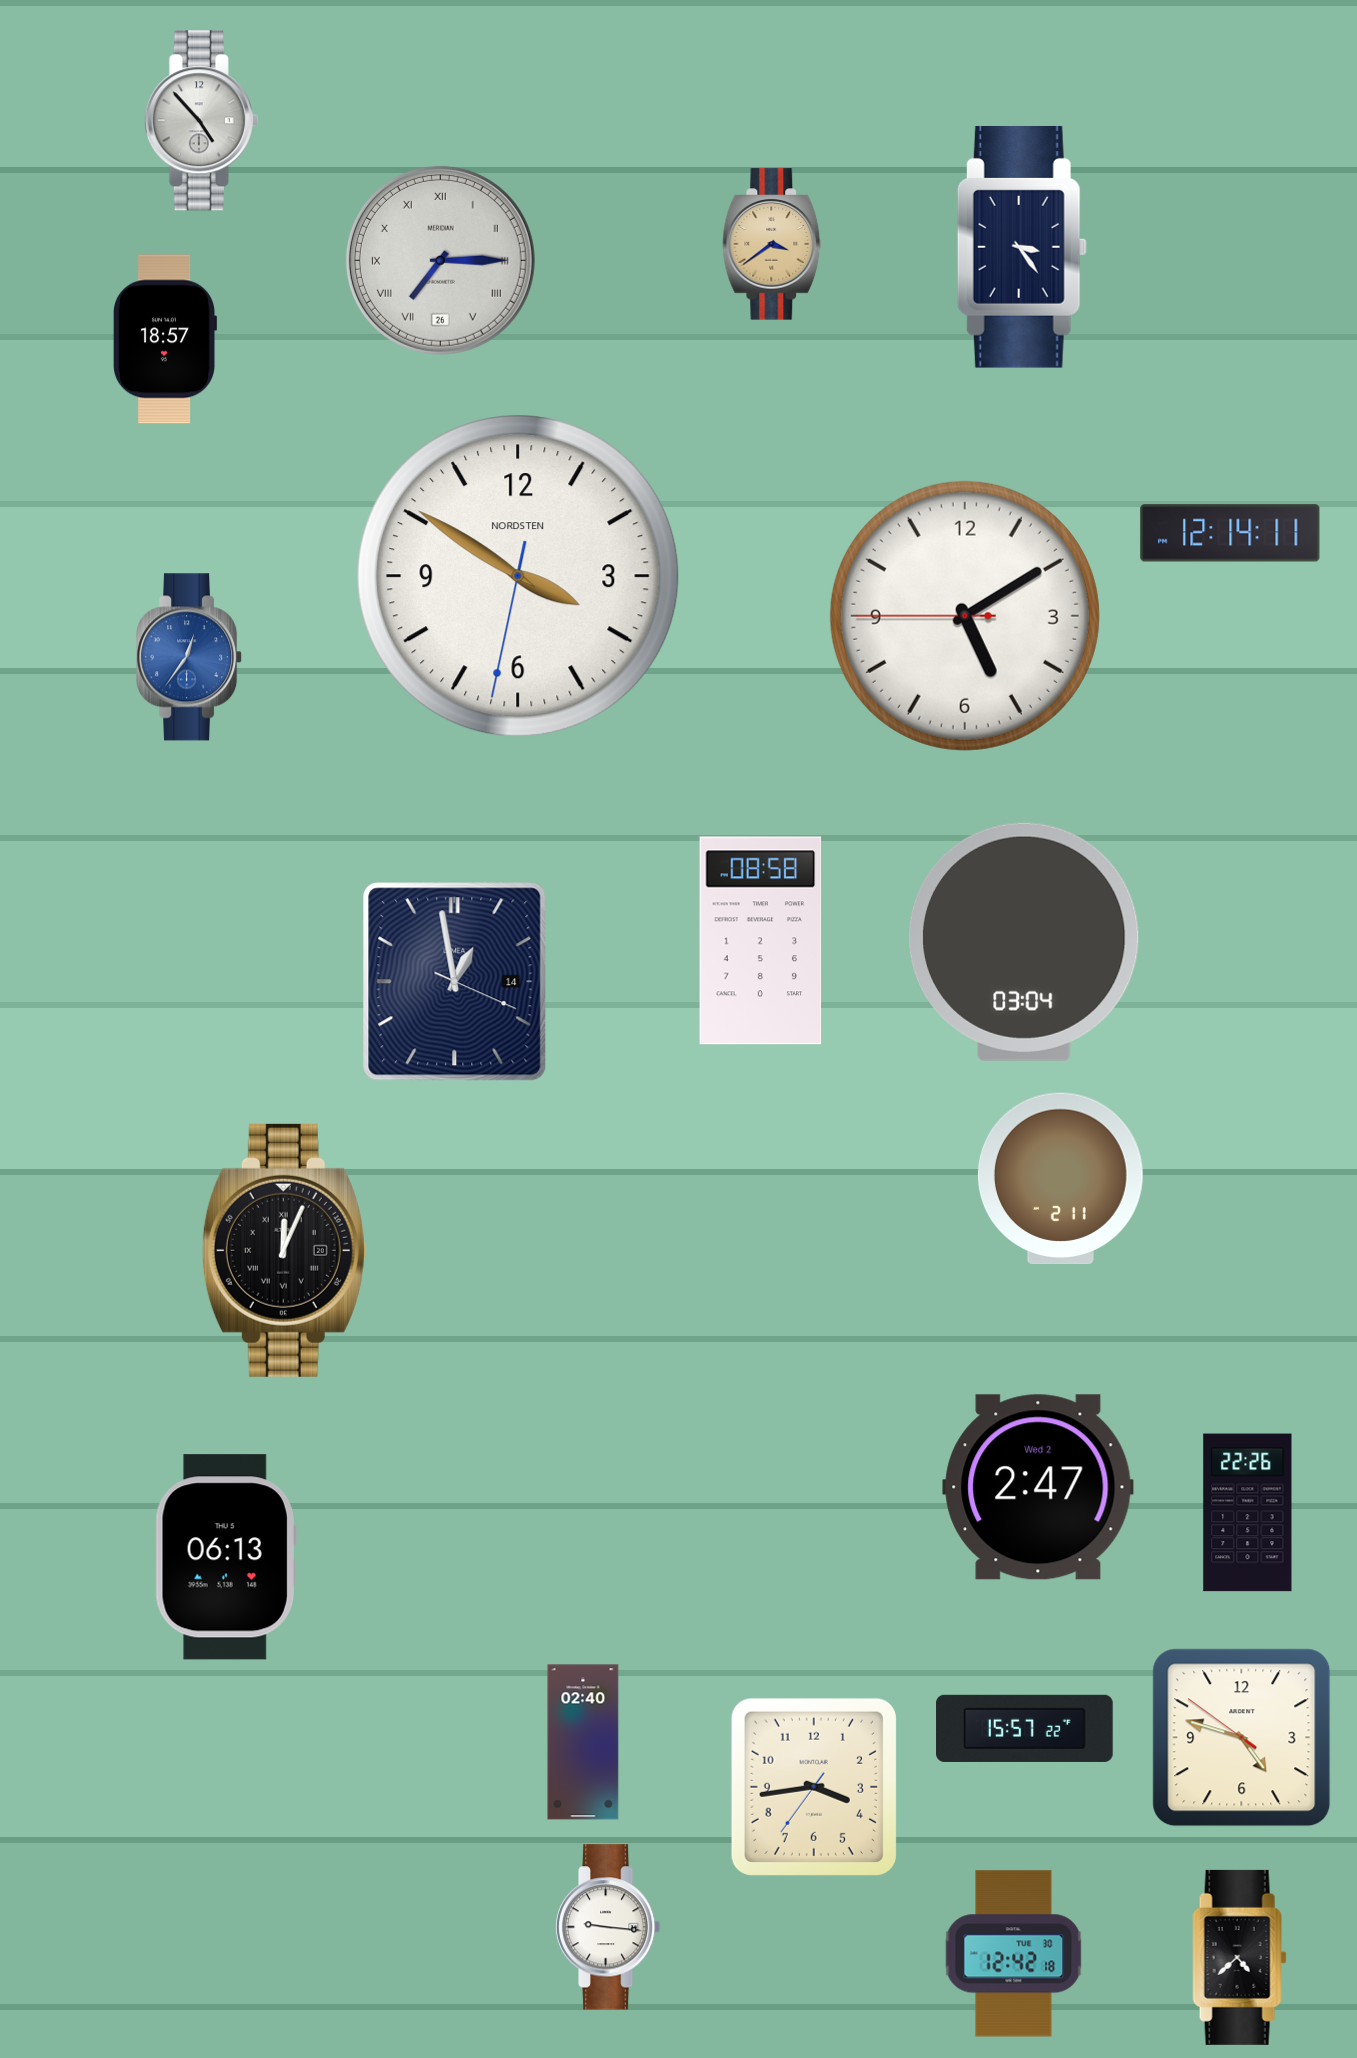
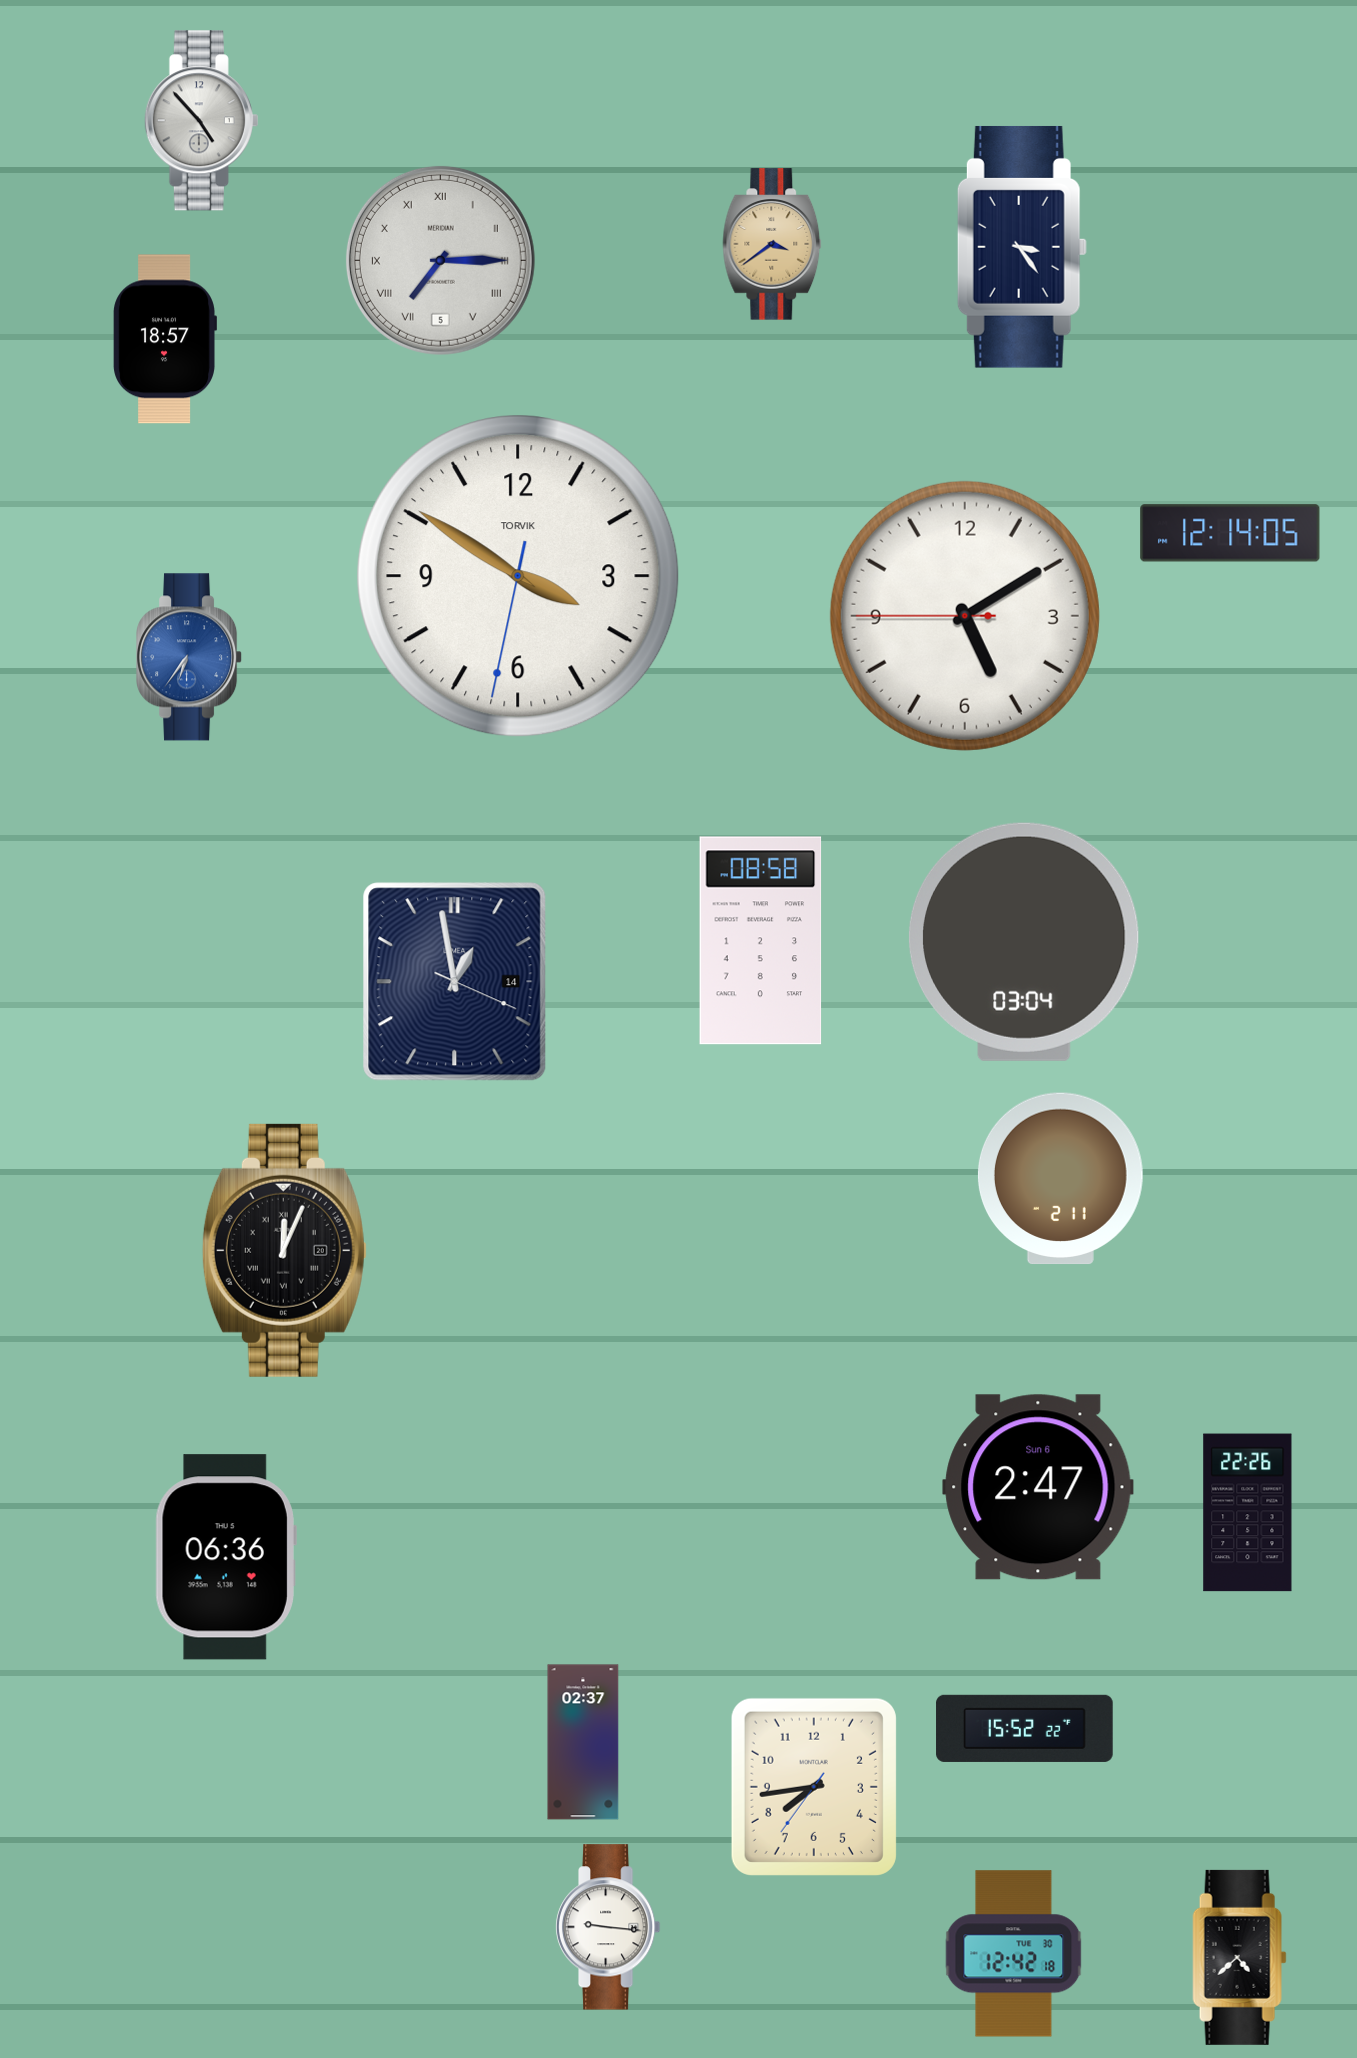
clock at (440, 260) date: 26 -> 5
clock at (1230, 533): 12:14:11 -> 12:14:05
clock at (518, 576) brand: NORDSTEN -> TORVIK
clock at (190, 657): 12:36 -> 6:36
clock at (1038, 1487) date: Wed 2 -> Sun 6
clock at (226, 1557): 06:13 -> 06:36
clock at (1025, 1728): 15:57 -> 15:52
clock at (1242, 1738): 4:47 -> none
clock at (583, 1742): 02:40 -> 02:37
clock at (814, 1787): 3:43 -> 7:43
